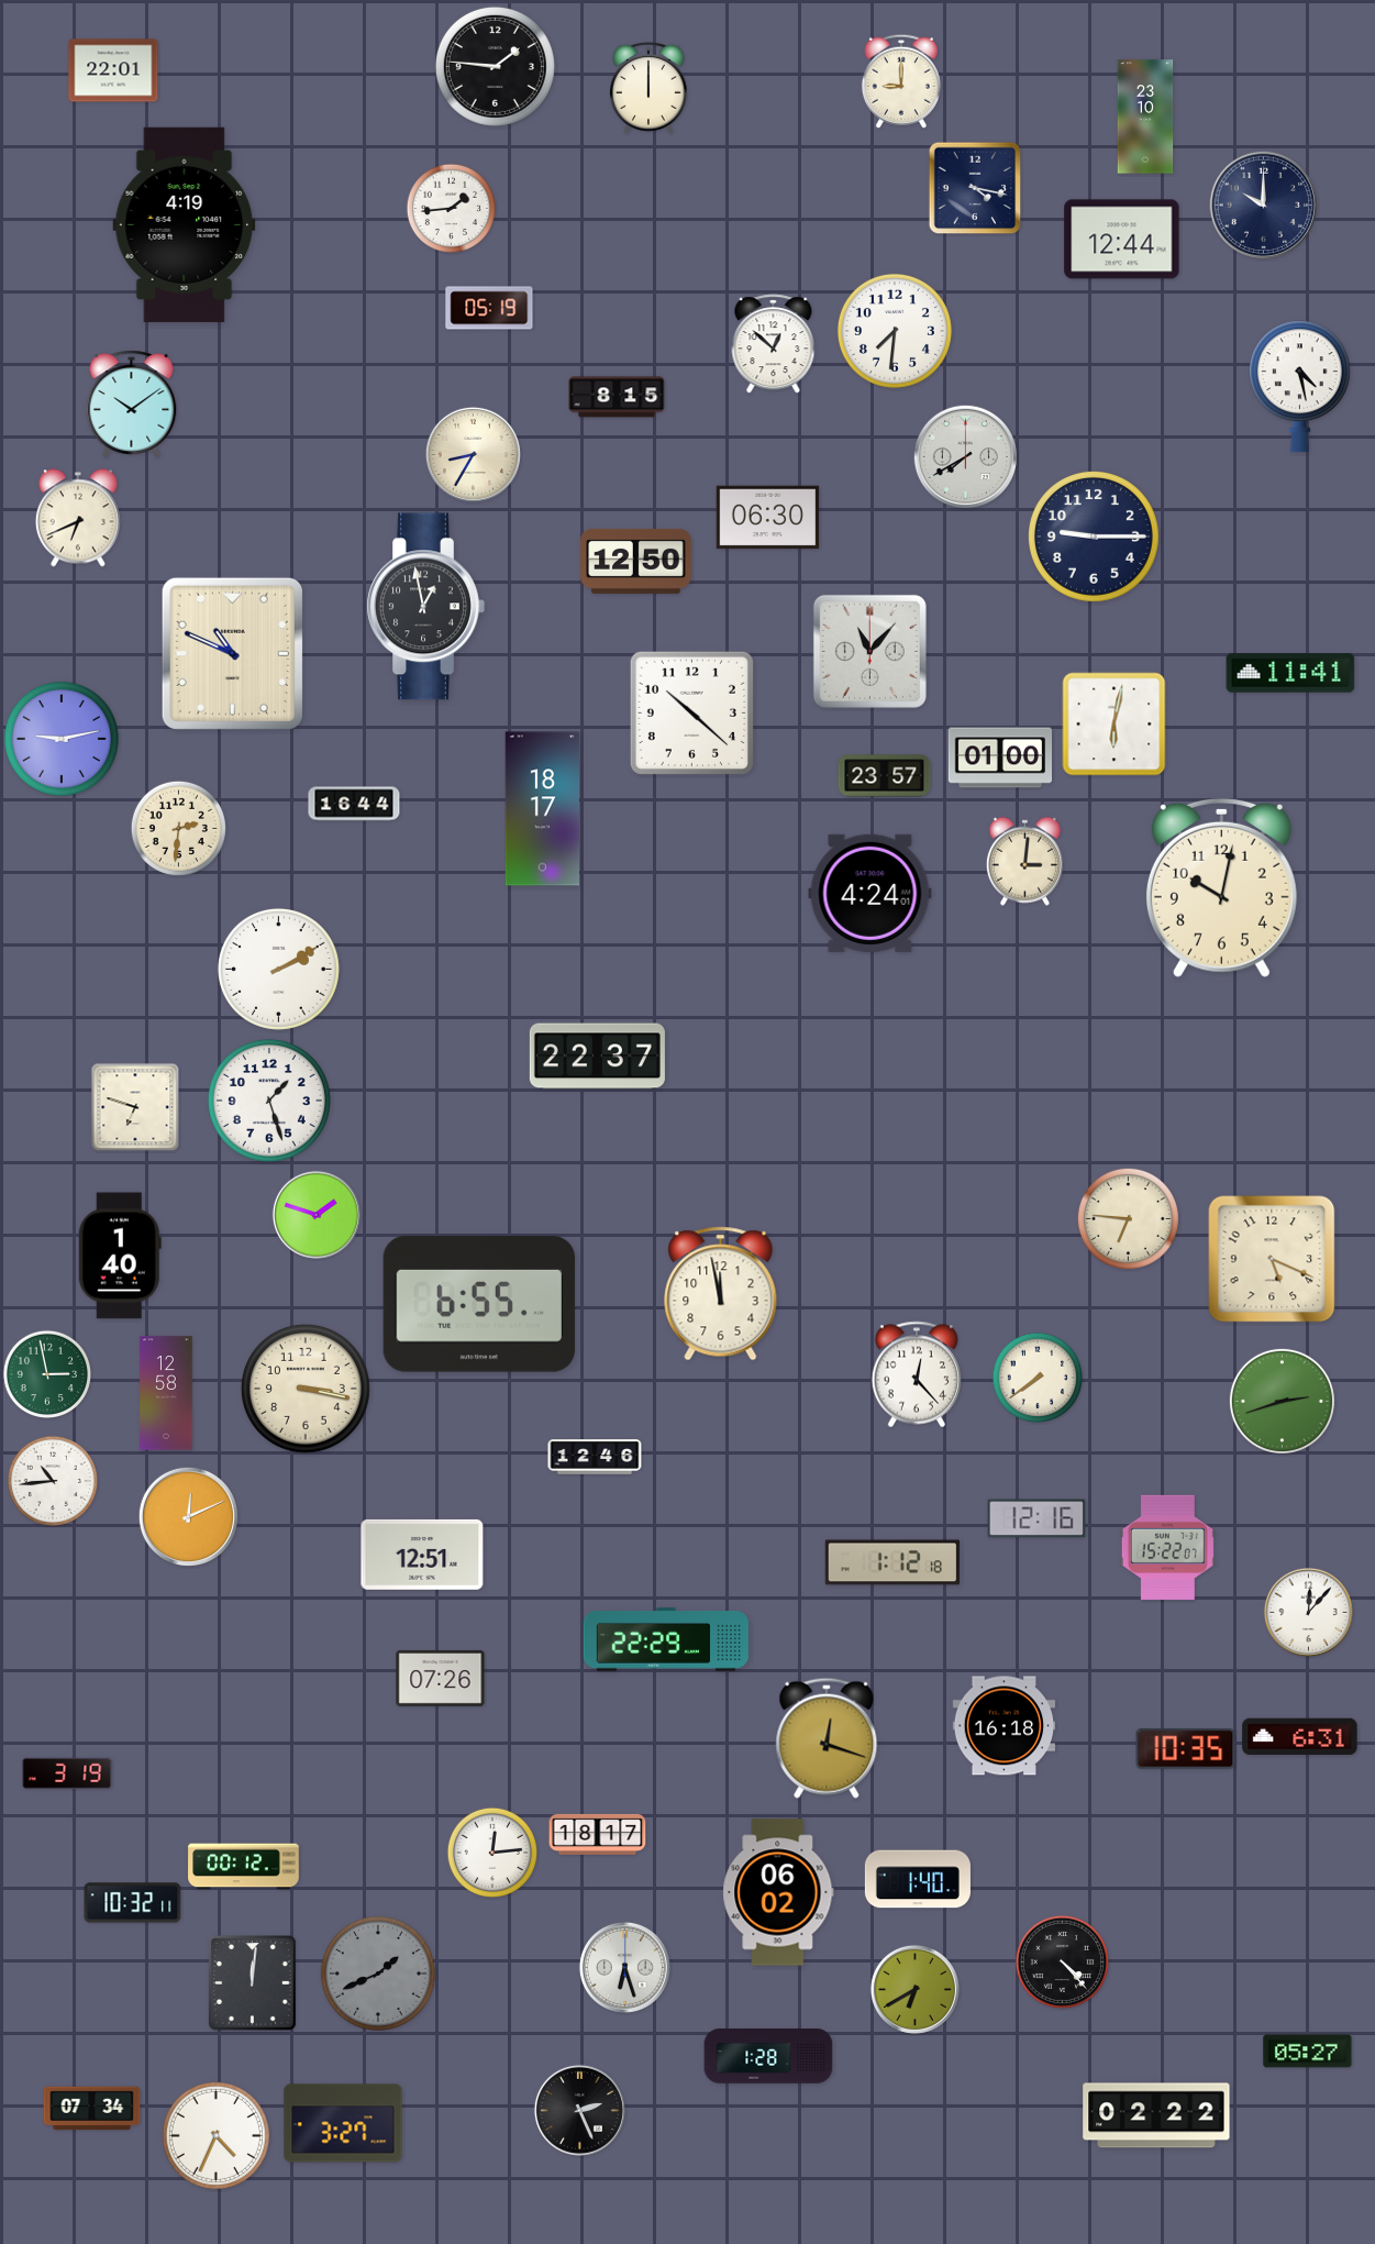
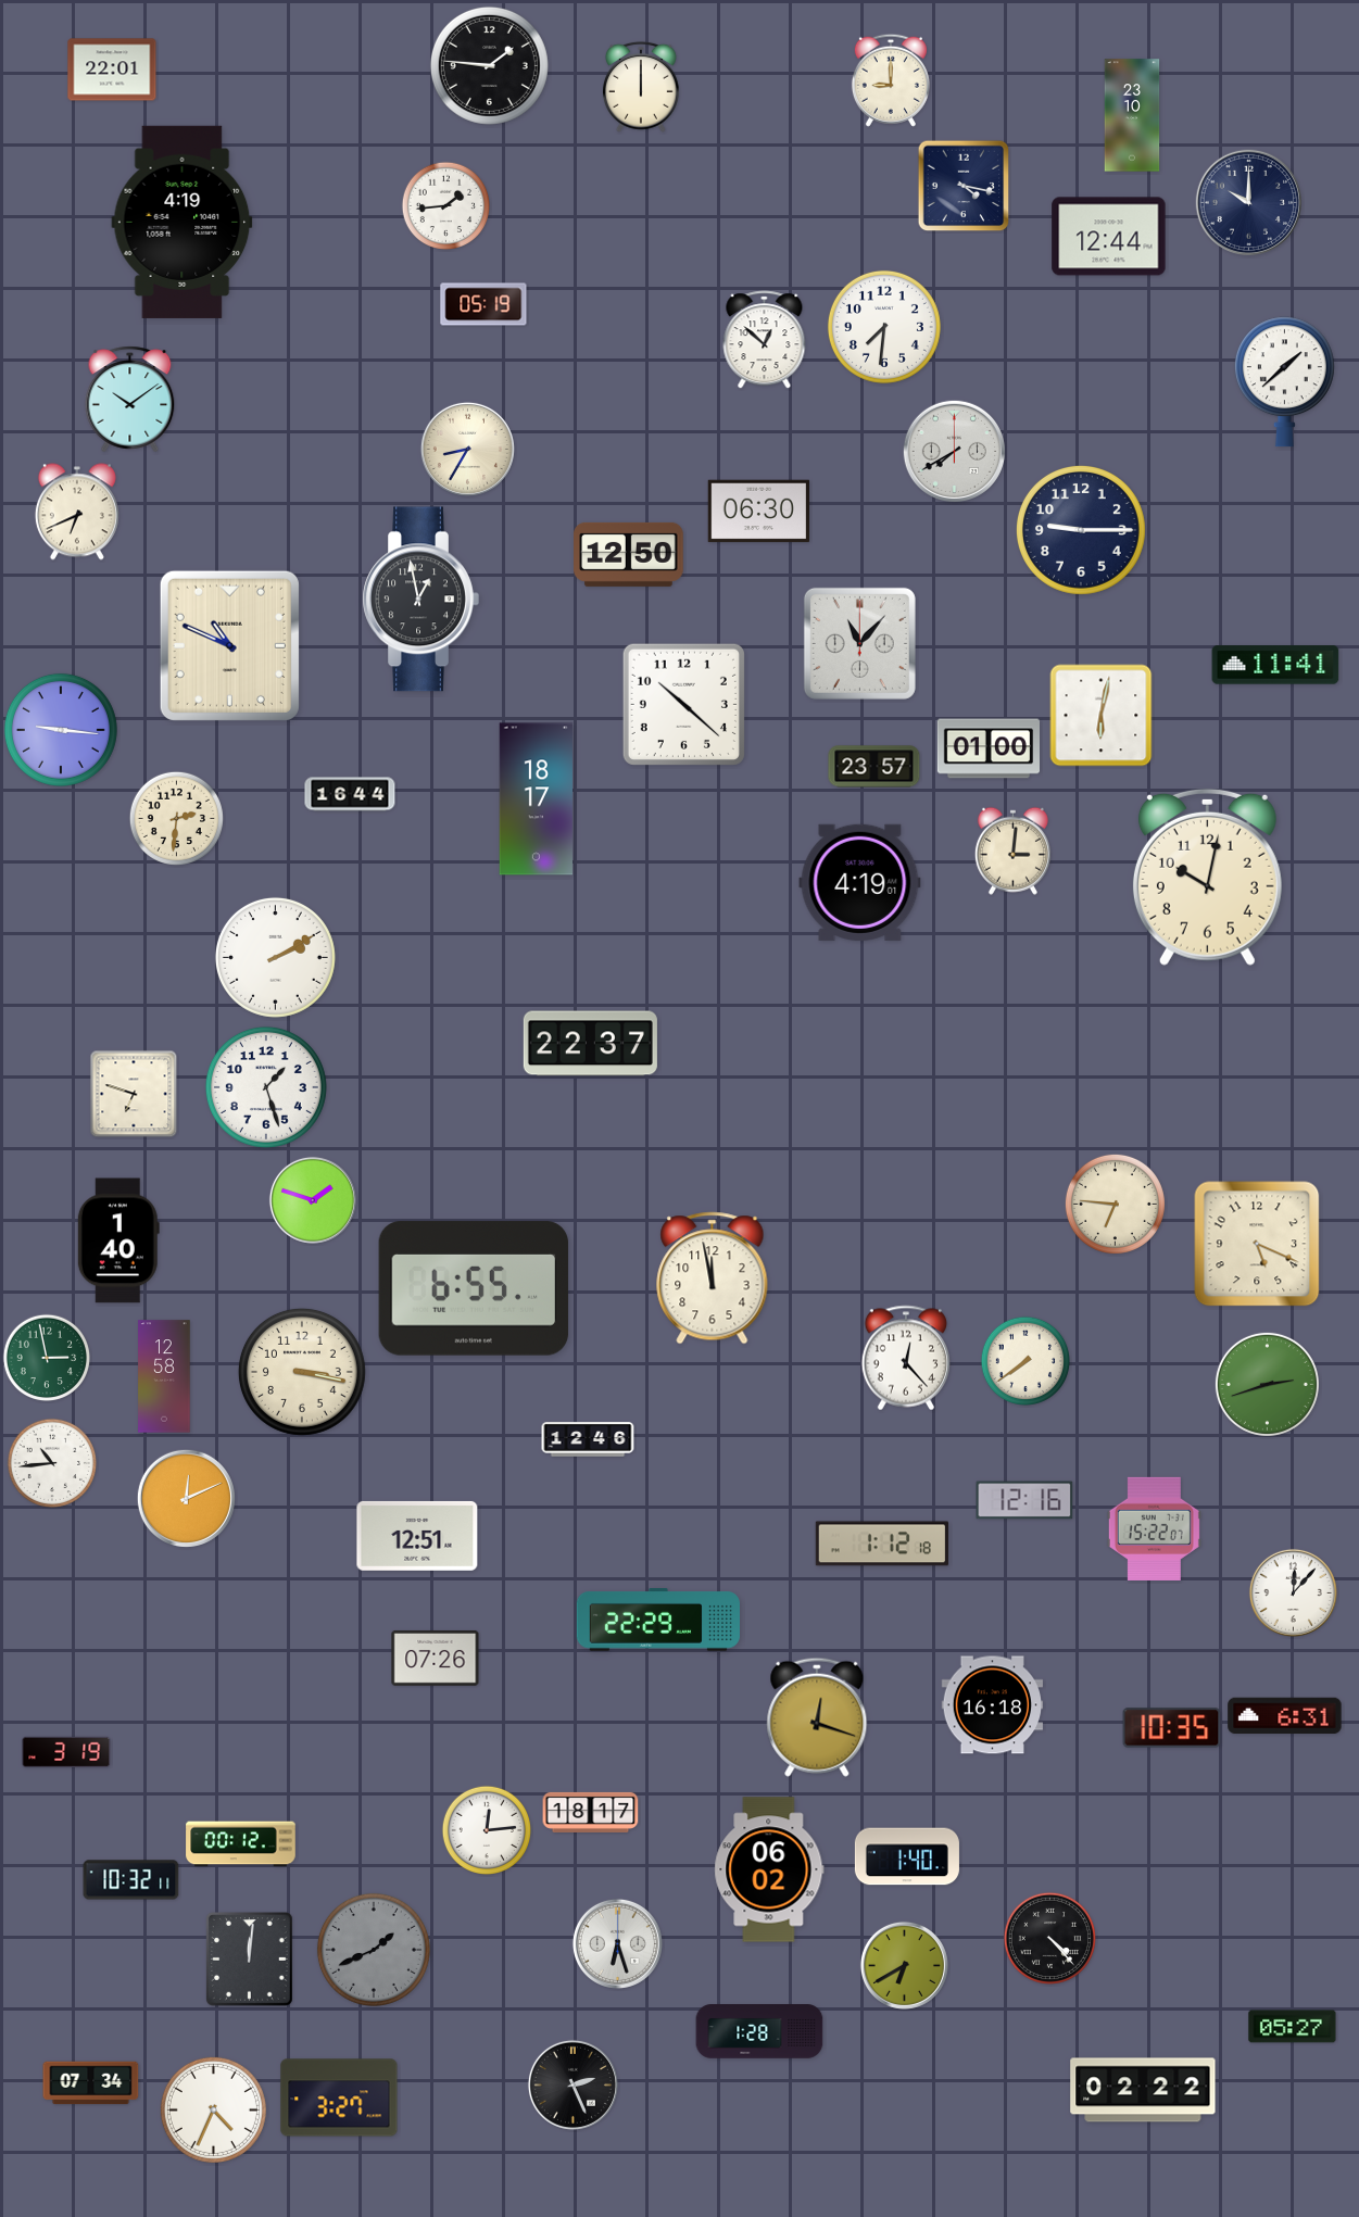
clock at (1299, 387): 4:28 -> 1:38
clock at (617, 397): 8:15 -> none
clock at (62, 739): 9:13 -> 9:16
clock at (871, 893): 4:24 -> 4:19
